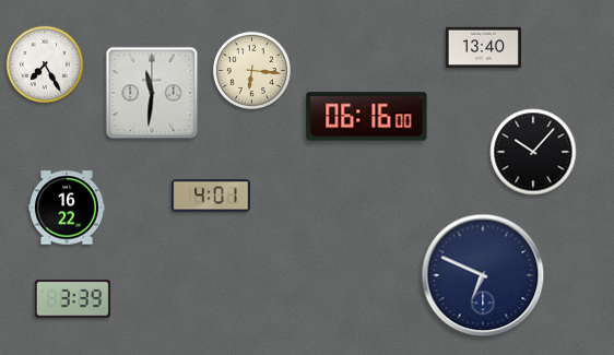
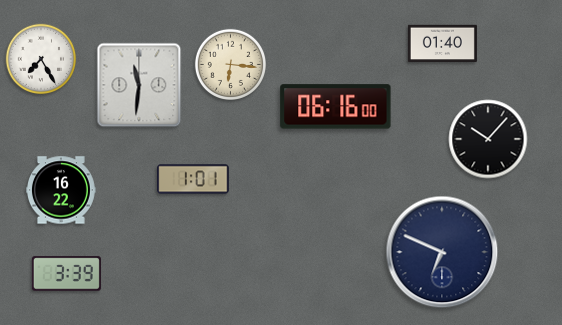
clock at (483, 48): 13:40 -> 01:40
clock at (211, 196): 4:01 -> 1:01
